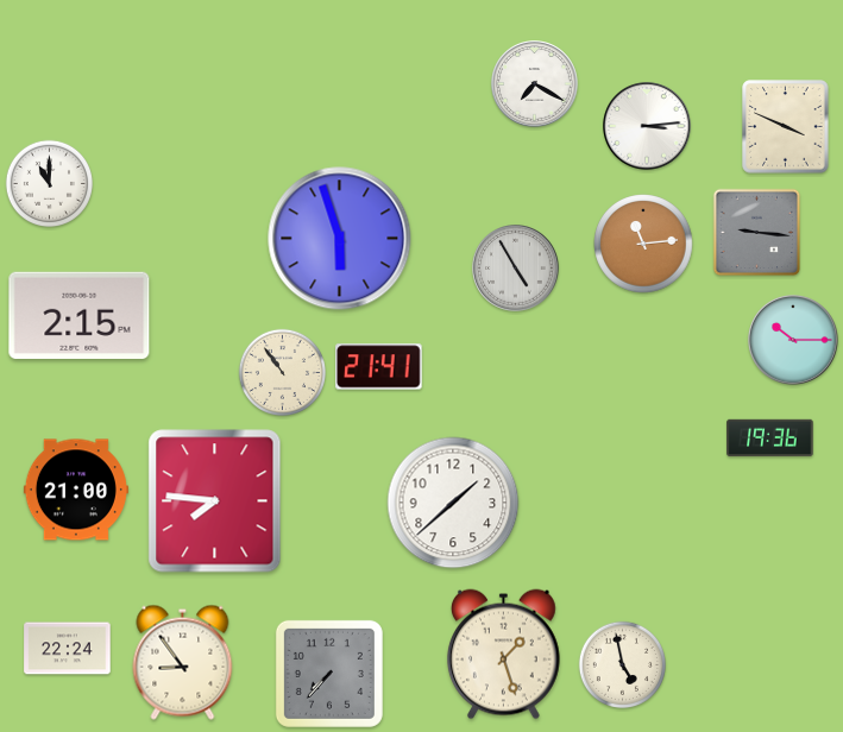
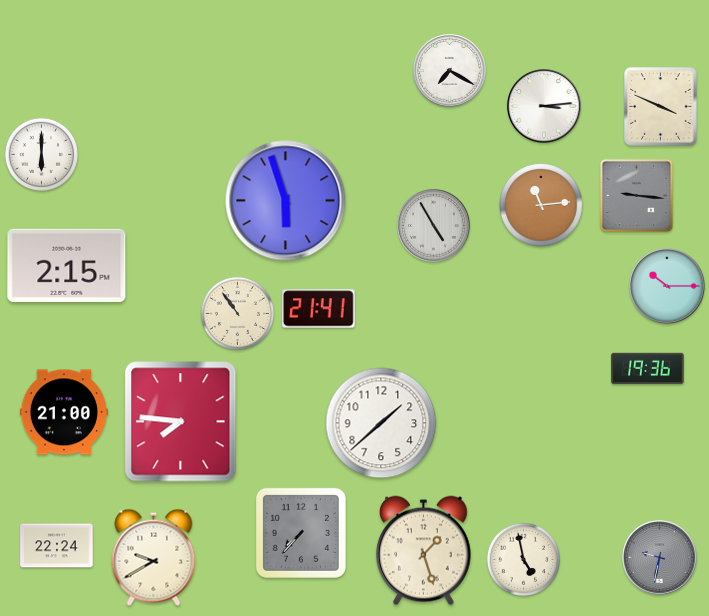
clock at (49, 183): 11:00 -> 6:00
clock at (183, 662): 8:54 -> 9:40
clock at (660, 558): none -> 9:32
clock at (329, 674) position: (329, 674) -> (301, 533)
